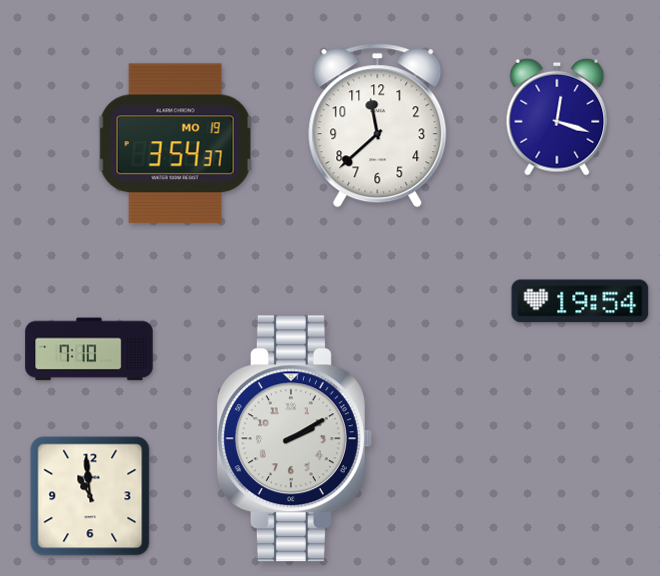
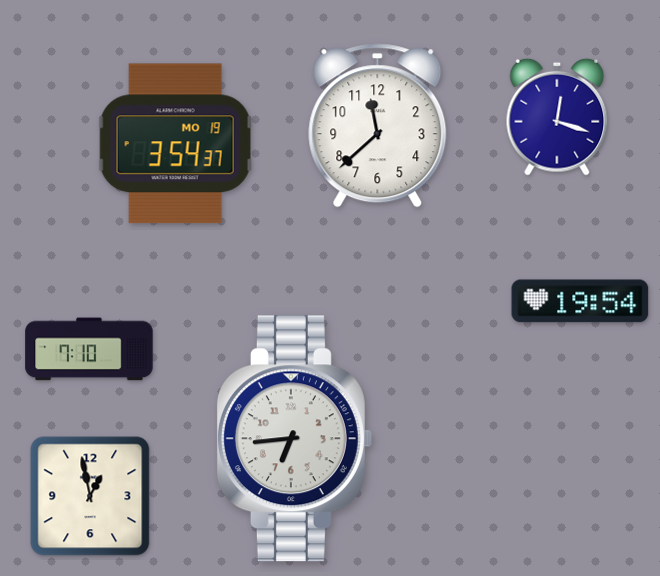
clock at (294, 439): 2:10 -> 6:44
clock at (90, 496): 10:59 -> 12:58
